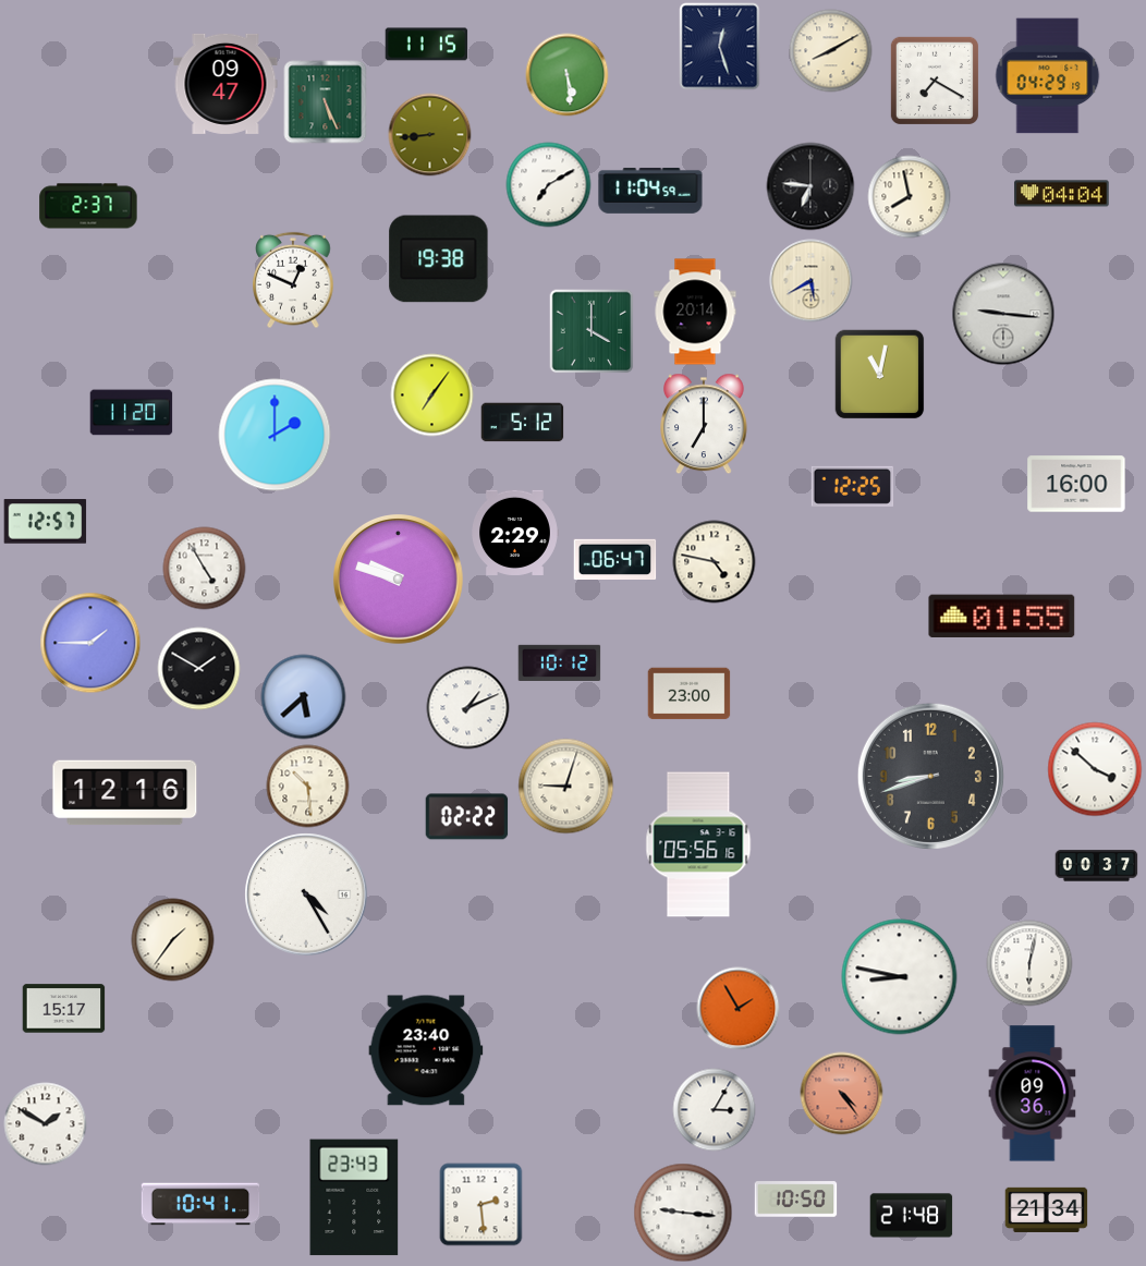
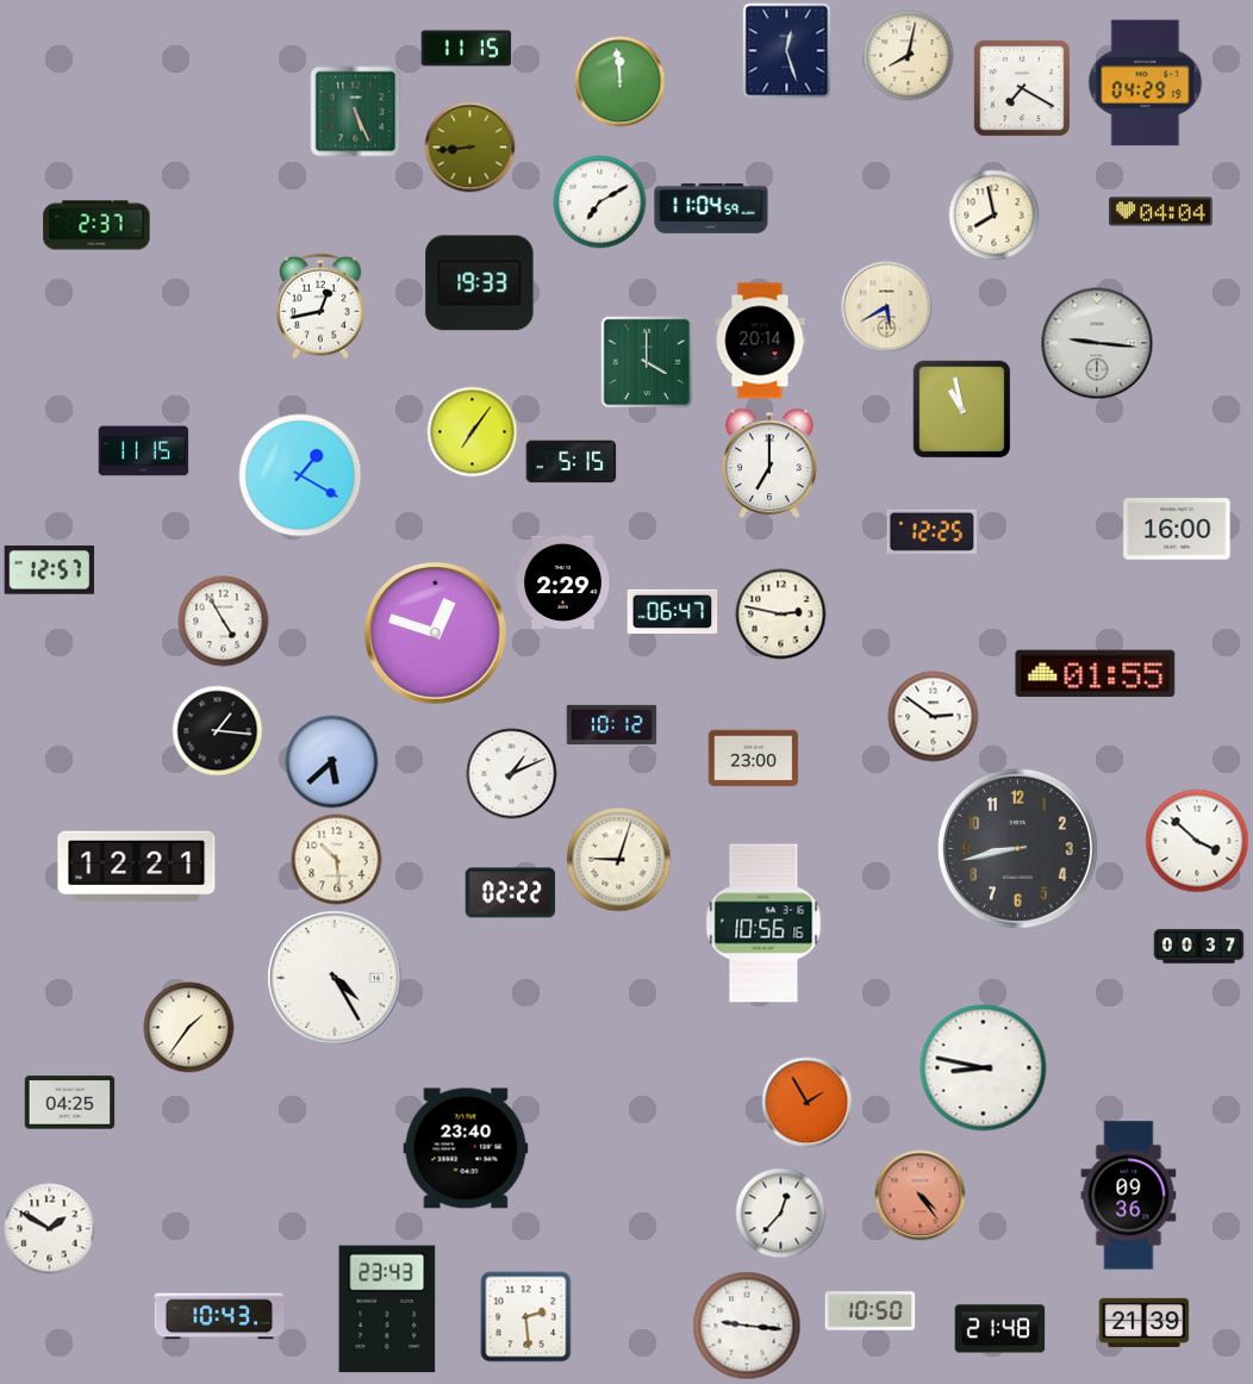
clock at (831, 51): 8:10 -> 8:02
clock at (568, 75): 5:29 -> 11:59
clock at (225, 84): 09:47 -> none
clock at (810, 186): 6:46 -> none
clock at (439, 259): 19:38 -> 19:33
clock at (293, 280): 12:49 -> 12:43
clock at (880, 375): 11:02 -> 10:58
clock at (132, 413): 11:20 -> 11:15
clock at (523, 423): 5:12 -> 5:15
clock at (275, 435): 2:00 -> 1:20
clock at (715, 562): 4:47 -> 2:47
clock at (399, 580): 9:48 -> 12:48
clock at (90, 643): 1:45 -> none
clock at (934, 717): none -> 2:51
clock at (199, 669): 1:50 -> 1:16
clock at (930, 776): 8:42 -> 8:43
clock at (125, 793): 12:16 -> 12:21
clock at (698, 844): 05:56 -> 10:56
clock at (1029, 963): 6:02 -> none
clock at (64, 1009): 15:17 -> 04:25
clock at (715, 1110): 3:05 -> 12:37
clock at (200, 1204): 10:41 -> 10:43
clock at (1047, 1209): 21:34 -> 21:39
clock at (912, 1216) position: (912, 1216) -> (1000, 1329)
